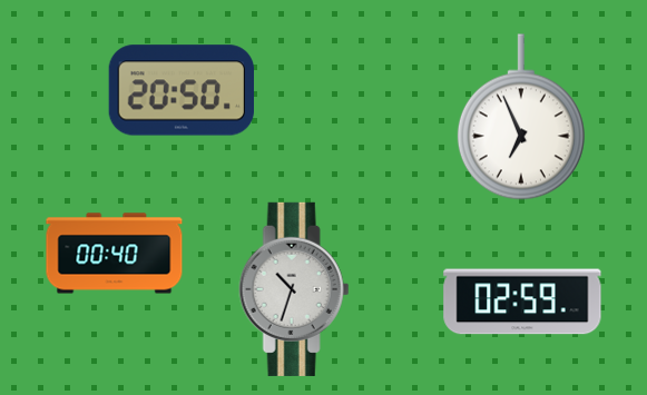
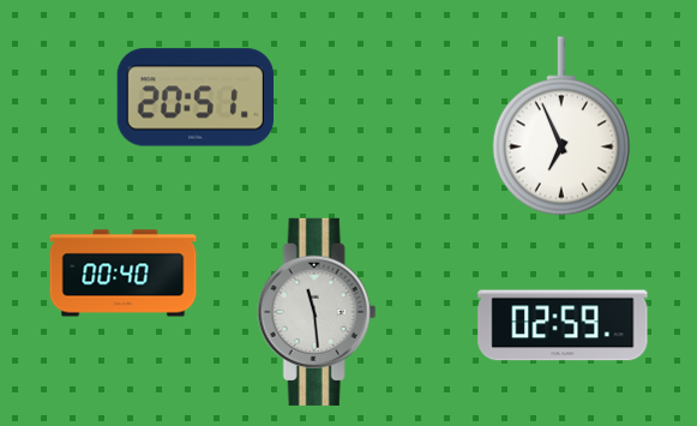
clock at (180, 90): 20:50 -> 20:51
clock at (294, 289): 10:33 -> 11:29
